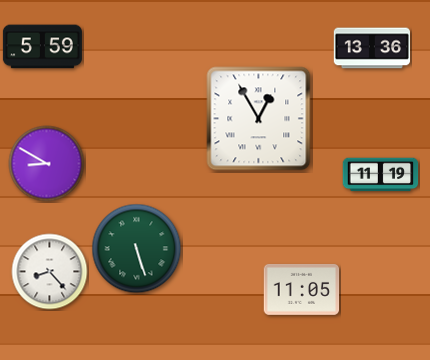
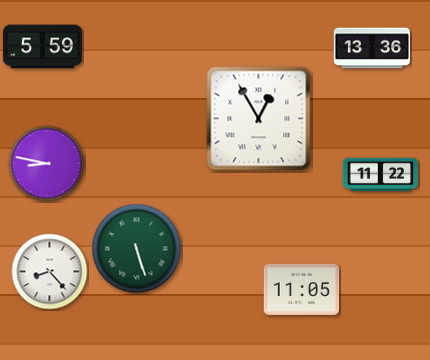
clock at (47, 164): 8:50 -> 8:47
clock at (381, 175): 11:19 -> 11:22
